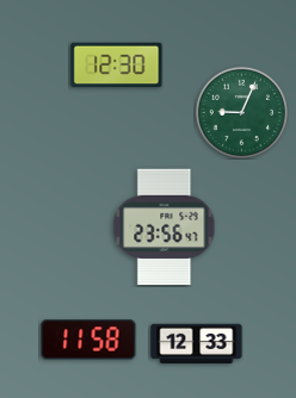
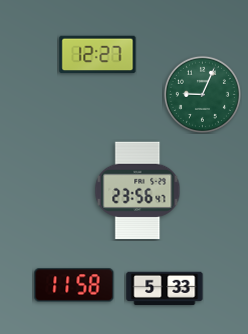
clock at (117, 66): 12:30 -> 12:27
clock at (197, 344): 12:33 -> 5:33
